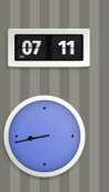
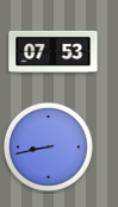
clock at (50, 47): 07:11 -> 07:53
